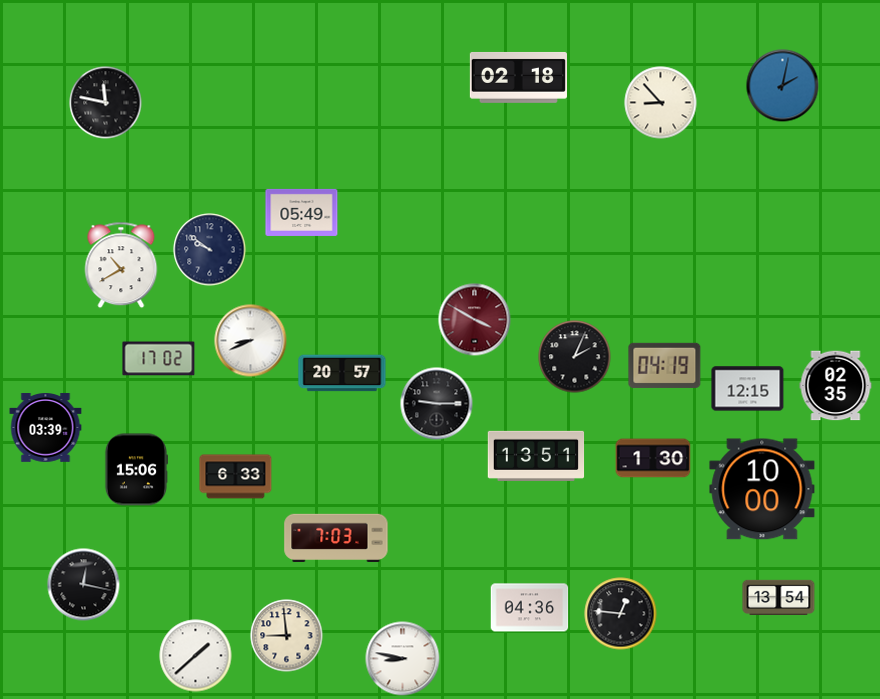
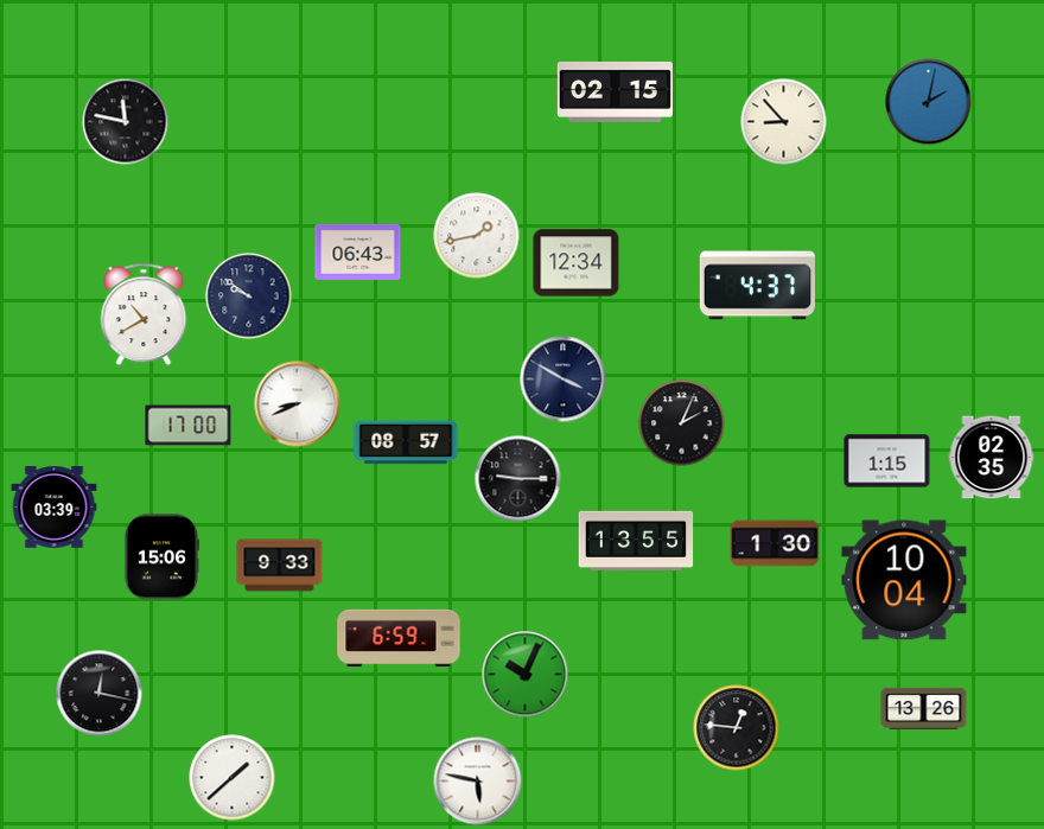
clock at (518, 77): 02:18 -> 02:15
clock at (477, 236): none -> 1:43
clock at (302, 212): 05:49 -> 06:43
clock at (577, 263): none -> 12:34
clock at (757, 286): none -> 4:37
clock at (475, 320) dial: burgundy -> navy
clock at (159, 359): 17:02 -> 17:00
clock at (665, 365): 04:19 -> none
clock at (342, 373): 20:57 -> 08:57
clock at (748, 389): 12:15 -> 1:15
clock at (536, 456): 13:51 -> 13:55
clock at (236, 477): 6:33 -> 9:33
clock at (762, 489): 10:00 -> 10:04
clock at (336, 537): 7:03 -> 6:59
clock at (526, 675): none -> 10:04
clock at (779, 597): 13:54 -> 13:26
clock at (530, 608): 04:36 -> none
clock at (287, 636): 8:59 -> none
clock at (403, 659): 8:47 -> 5:47
